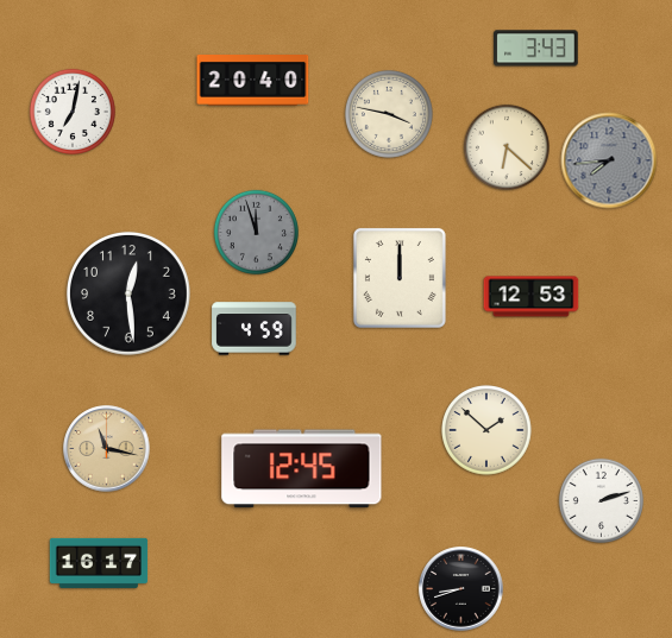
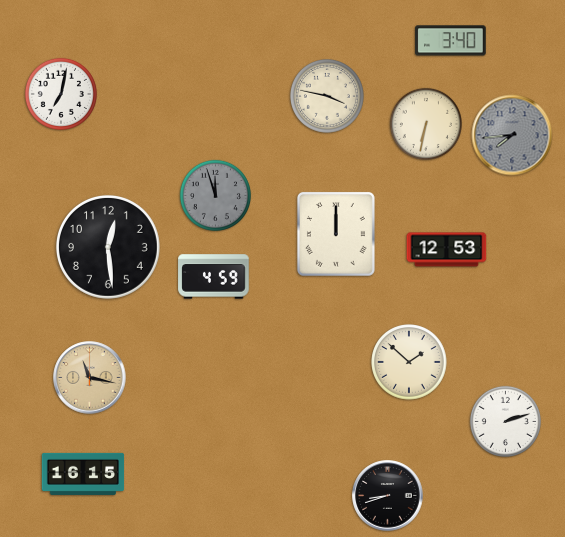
clock at (536, 49): 3:43 -> 3:40
clock at (253, 81): 20:40 -> none
clock at (507, 147): 6:22 -> 6:32
clock at (302, 469): 12:45 -> none
clock at (99, 563): 16:17 -> 16:15
